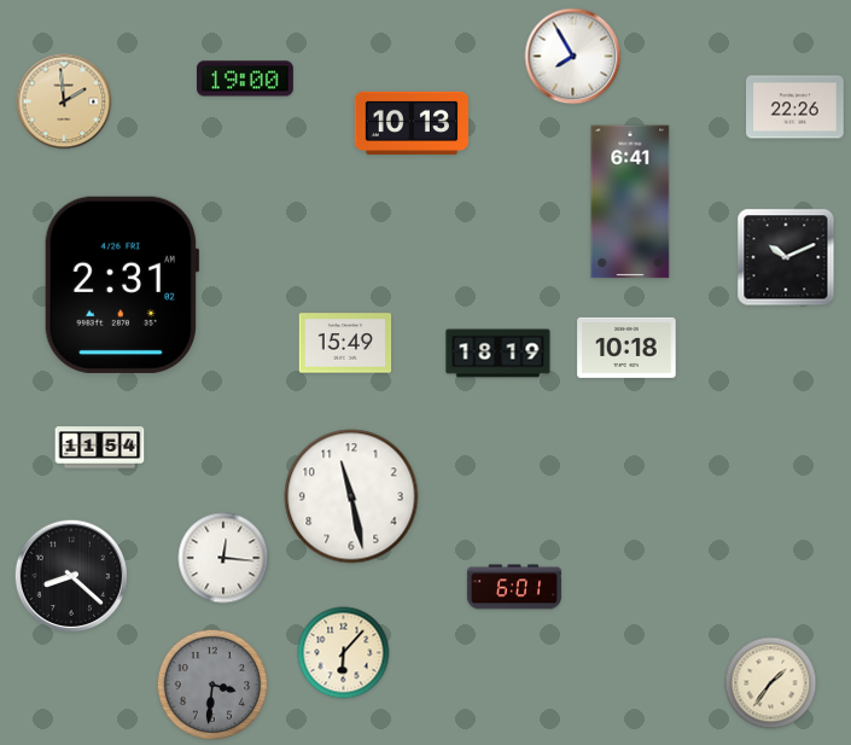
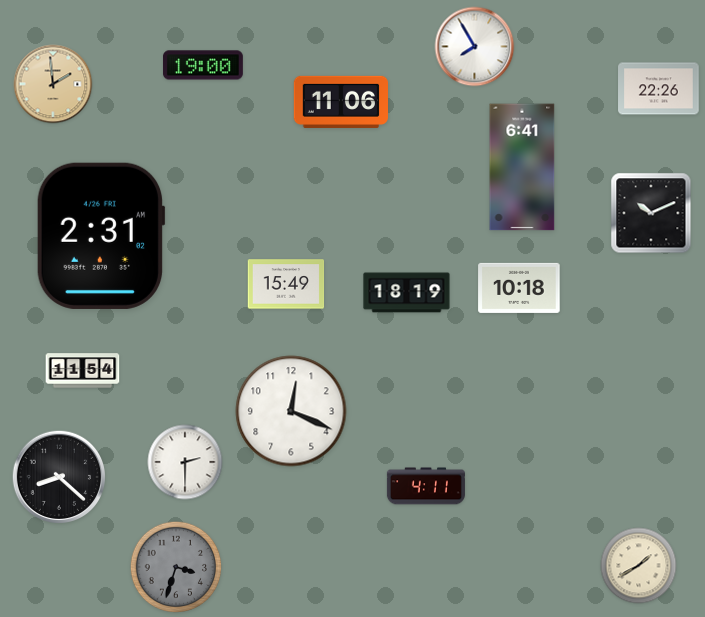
clock at (410, 123): 10:13 -> 11:06
clock at (499, 354) position: (499, 354) -> (407, 293)
clock at (351, 496): 11:28 -> 12:19
clock at (223, 558): 12:16 -> 2:30
clock at (514, 587): 6:01 -> 4:11
clock at (344, 653): 6:07 -> none
clock at (771, 683): 1:36 -> 1:40
clock at (212, 685): 3:31 -> 3:33
